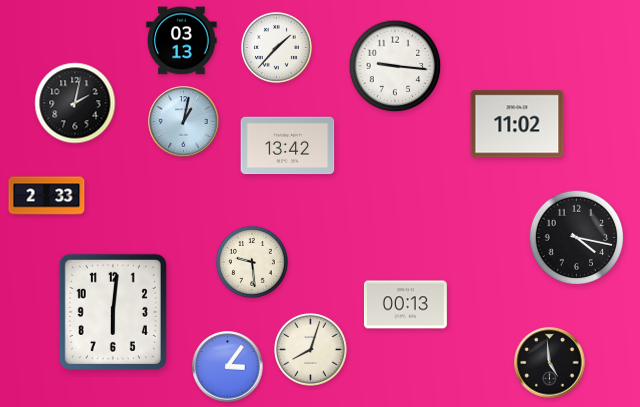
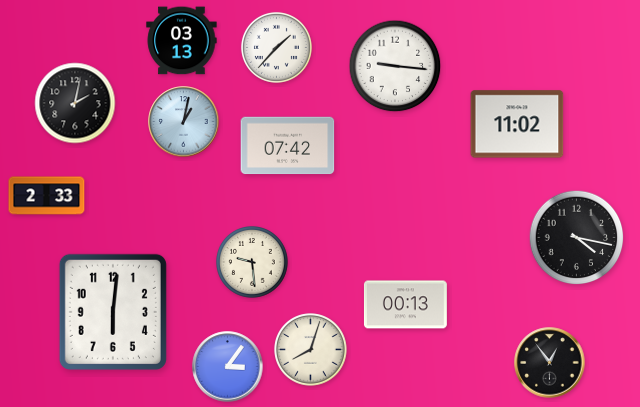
clock at (288, 146): 13:42 -> 07:42
clock at (550, 363): 4:59 -> 12:54
